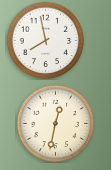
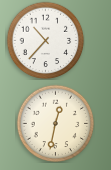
clock at (45, 40): 7:58 -> 10:37
